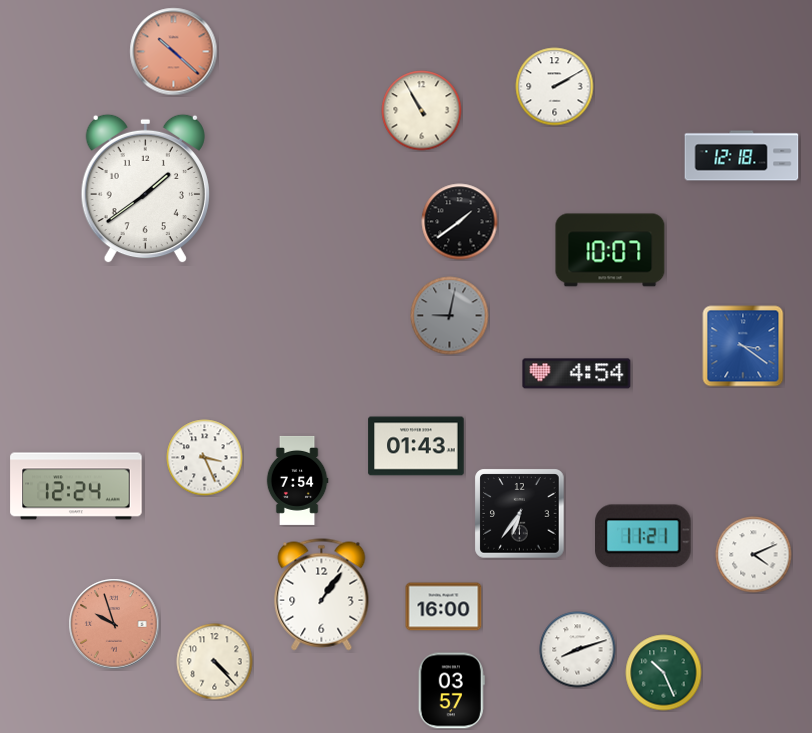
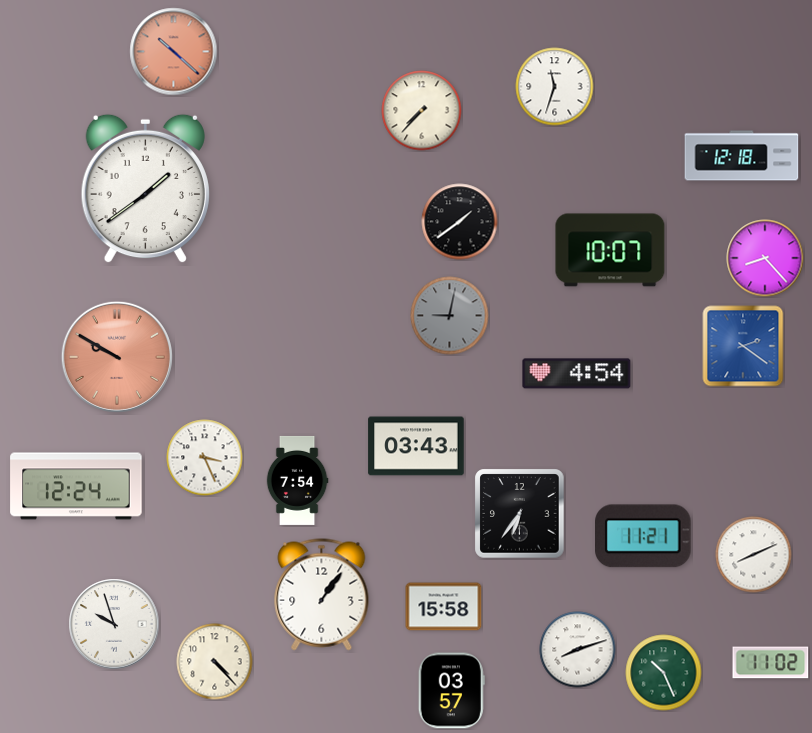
clock at (555, 87): 2:10 -> 11:33
clock at (422, 111): 10:55 -> 7:37
clock at (765, 258): none -> 8:23
clock at (743, 346): 3:21 -> 2:21
clock at (117, 357): none -> 9:50
clock at (416, 446): 01:43 -> 03:43
clock at (754, 555): 4:11 -> 8:11
clock at (444, 607): 16:00 -> 15:58
clock at (114, 624) dial: salmon -> white
clock at (771, 663): none -> 11:02
